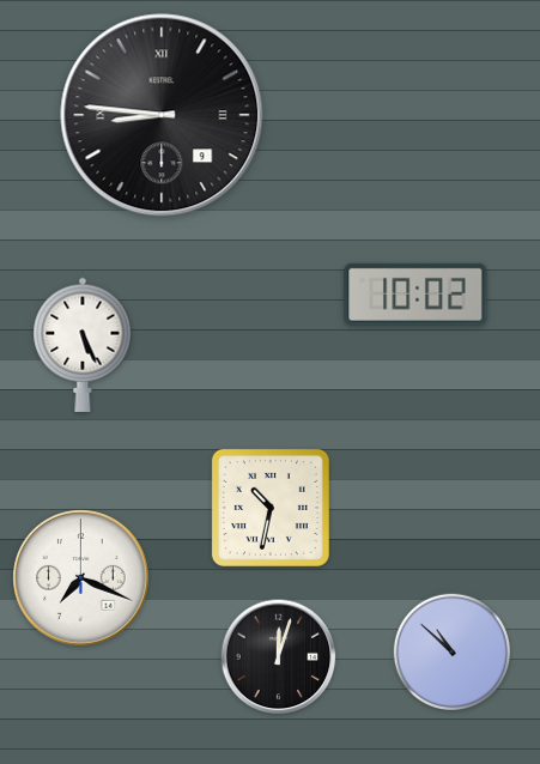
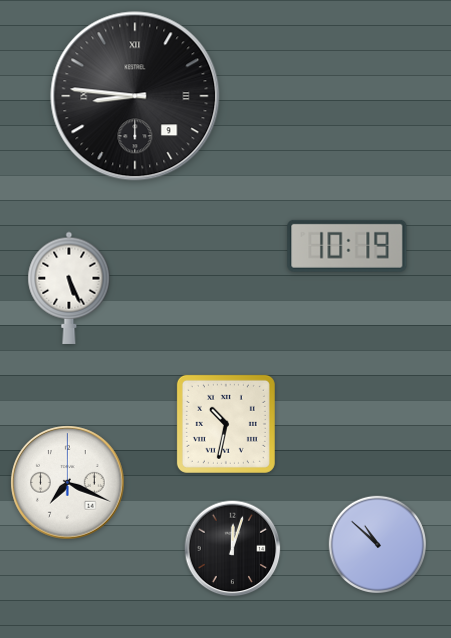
clock at (415, 295): 10:02 -> 10:19
